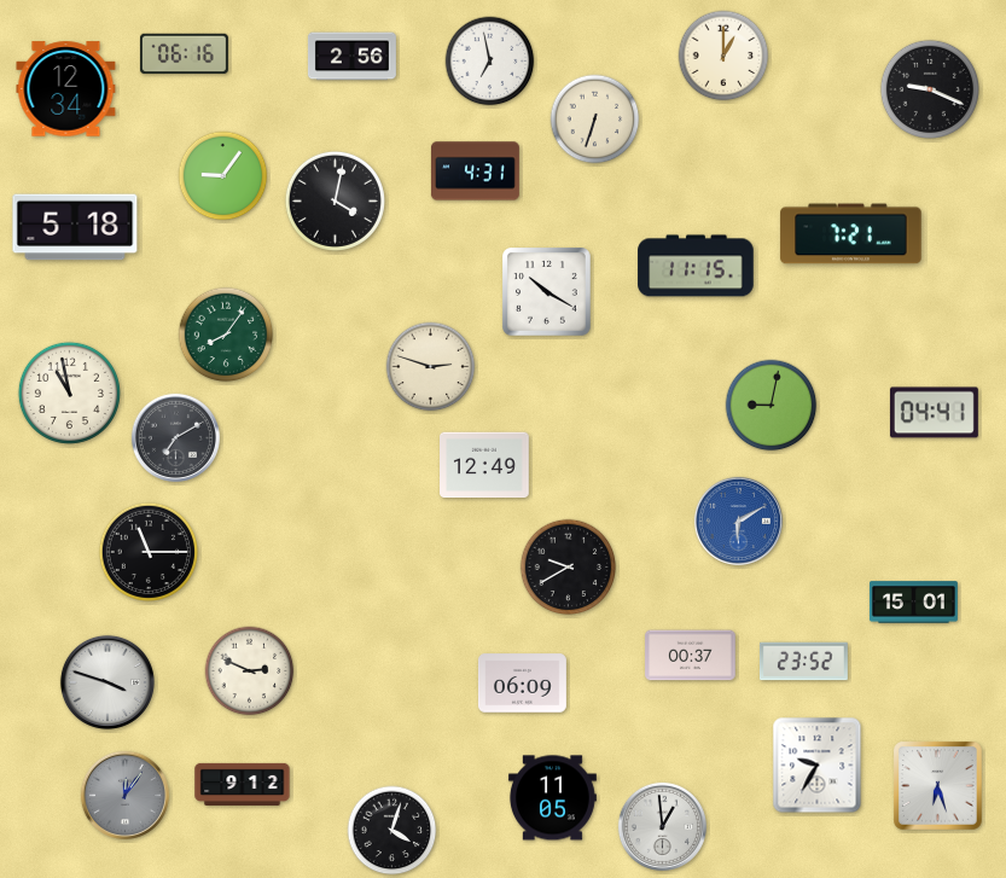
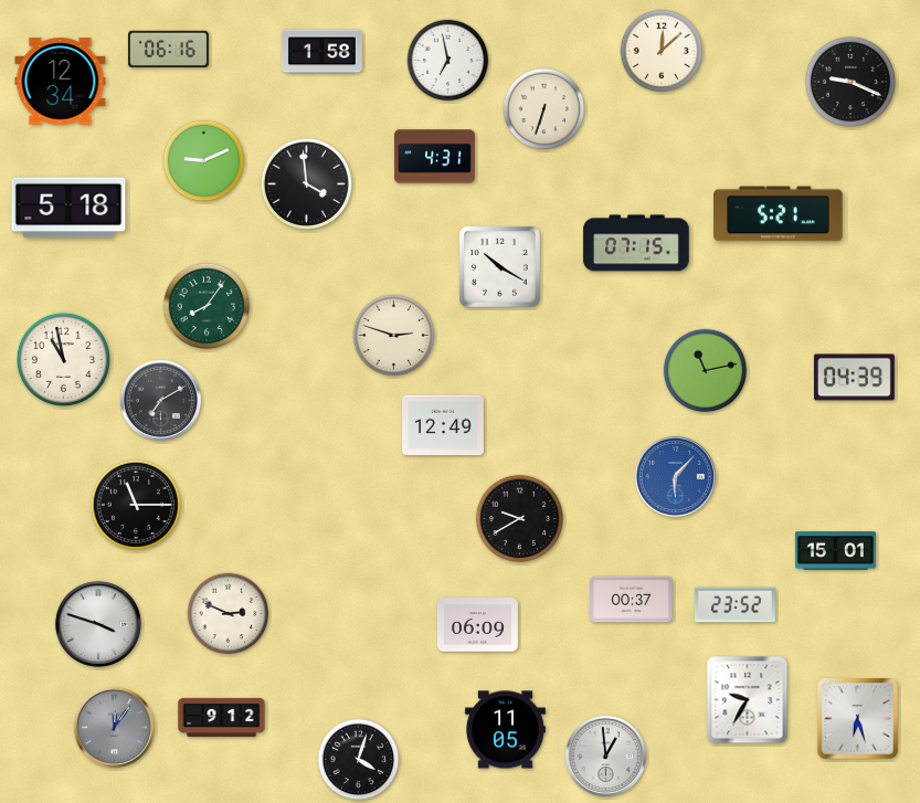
clock at (723, 56): 1:00 -> 12:08
clock at (351, 57): 2:56 -> 1:58
clock at (490, 62) position: (490, 62) -> (448, 61)
clock at (223, 176): 9:06 -> 9:11
clock at (335, 200): 4:02 -> 3:59
clock at (851, 234): 7:21 -> 5:21
clock at (696, 266): 11:15 -> 07:15
clock at (772, 406): 9:02 -> 11:13
clock at (934, 413): 04:41 -> 04:39
clock at (738, 521): 6:10 -> 6:07
